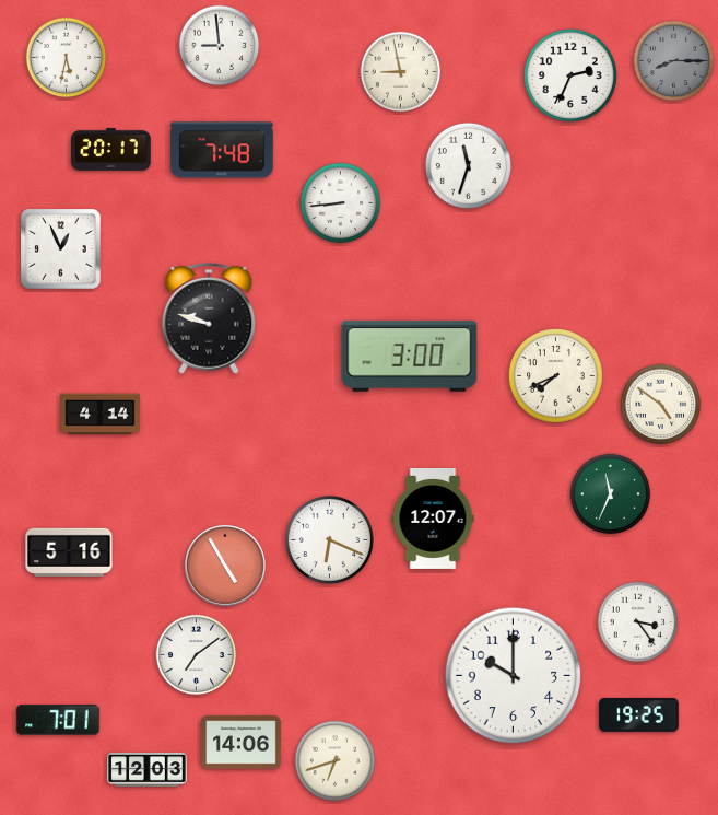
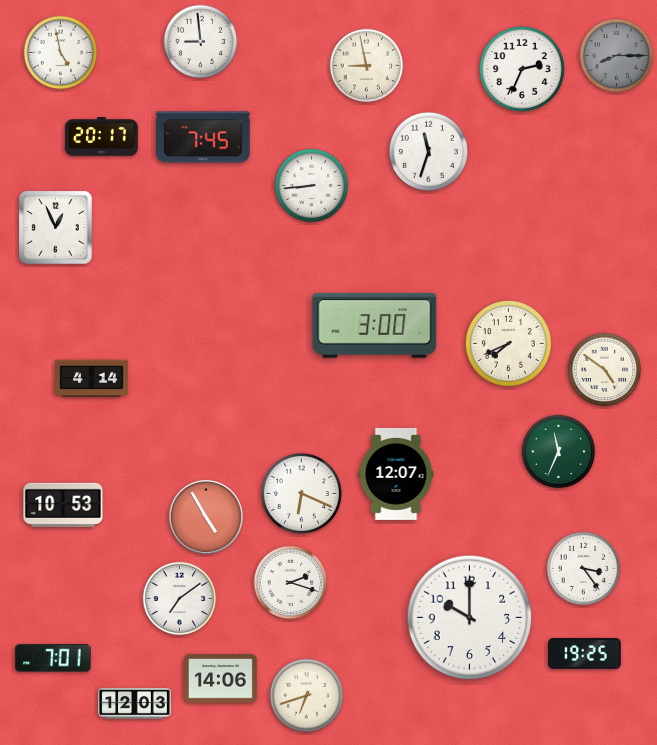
clock at (67, 58): 5:32 -> 4:58
clock at (222, 150): 7:48 -> 7:45
clock at (209, 319): 9:48 -> none
clock at (69, 552): 5:16 -> 10:53
clock at (291, 583): none -> 2:18
